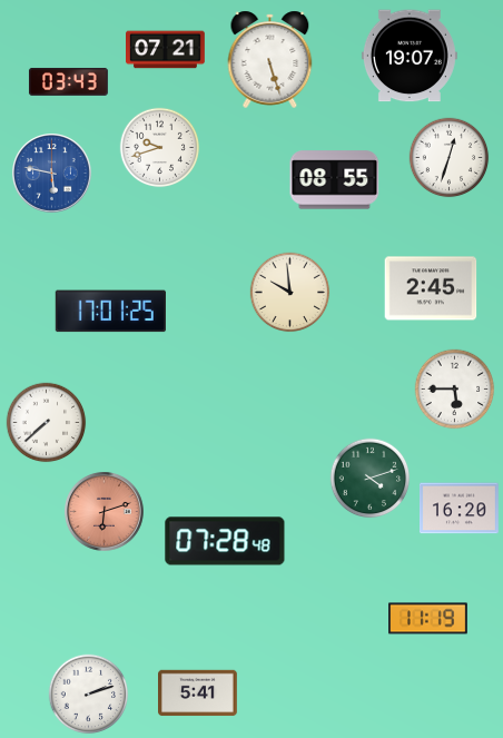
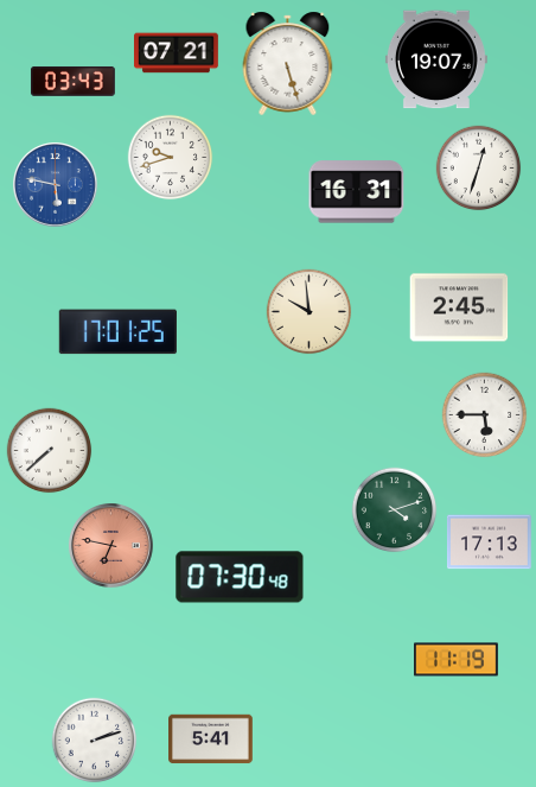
clock at (69, 82) position: (69, 82) -> (74, 82)
clock at (335, 180): 08:55 -> 16:31
clock at (460, 509): 16:20 -> 17:13
clock at (105, 512): 6:12 -> 6:47
clock at (225, 541): 07:28 -> 07:30
